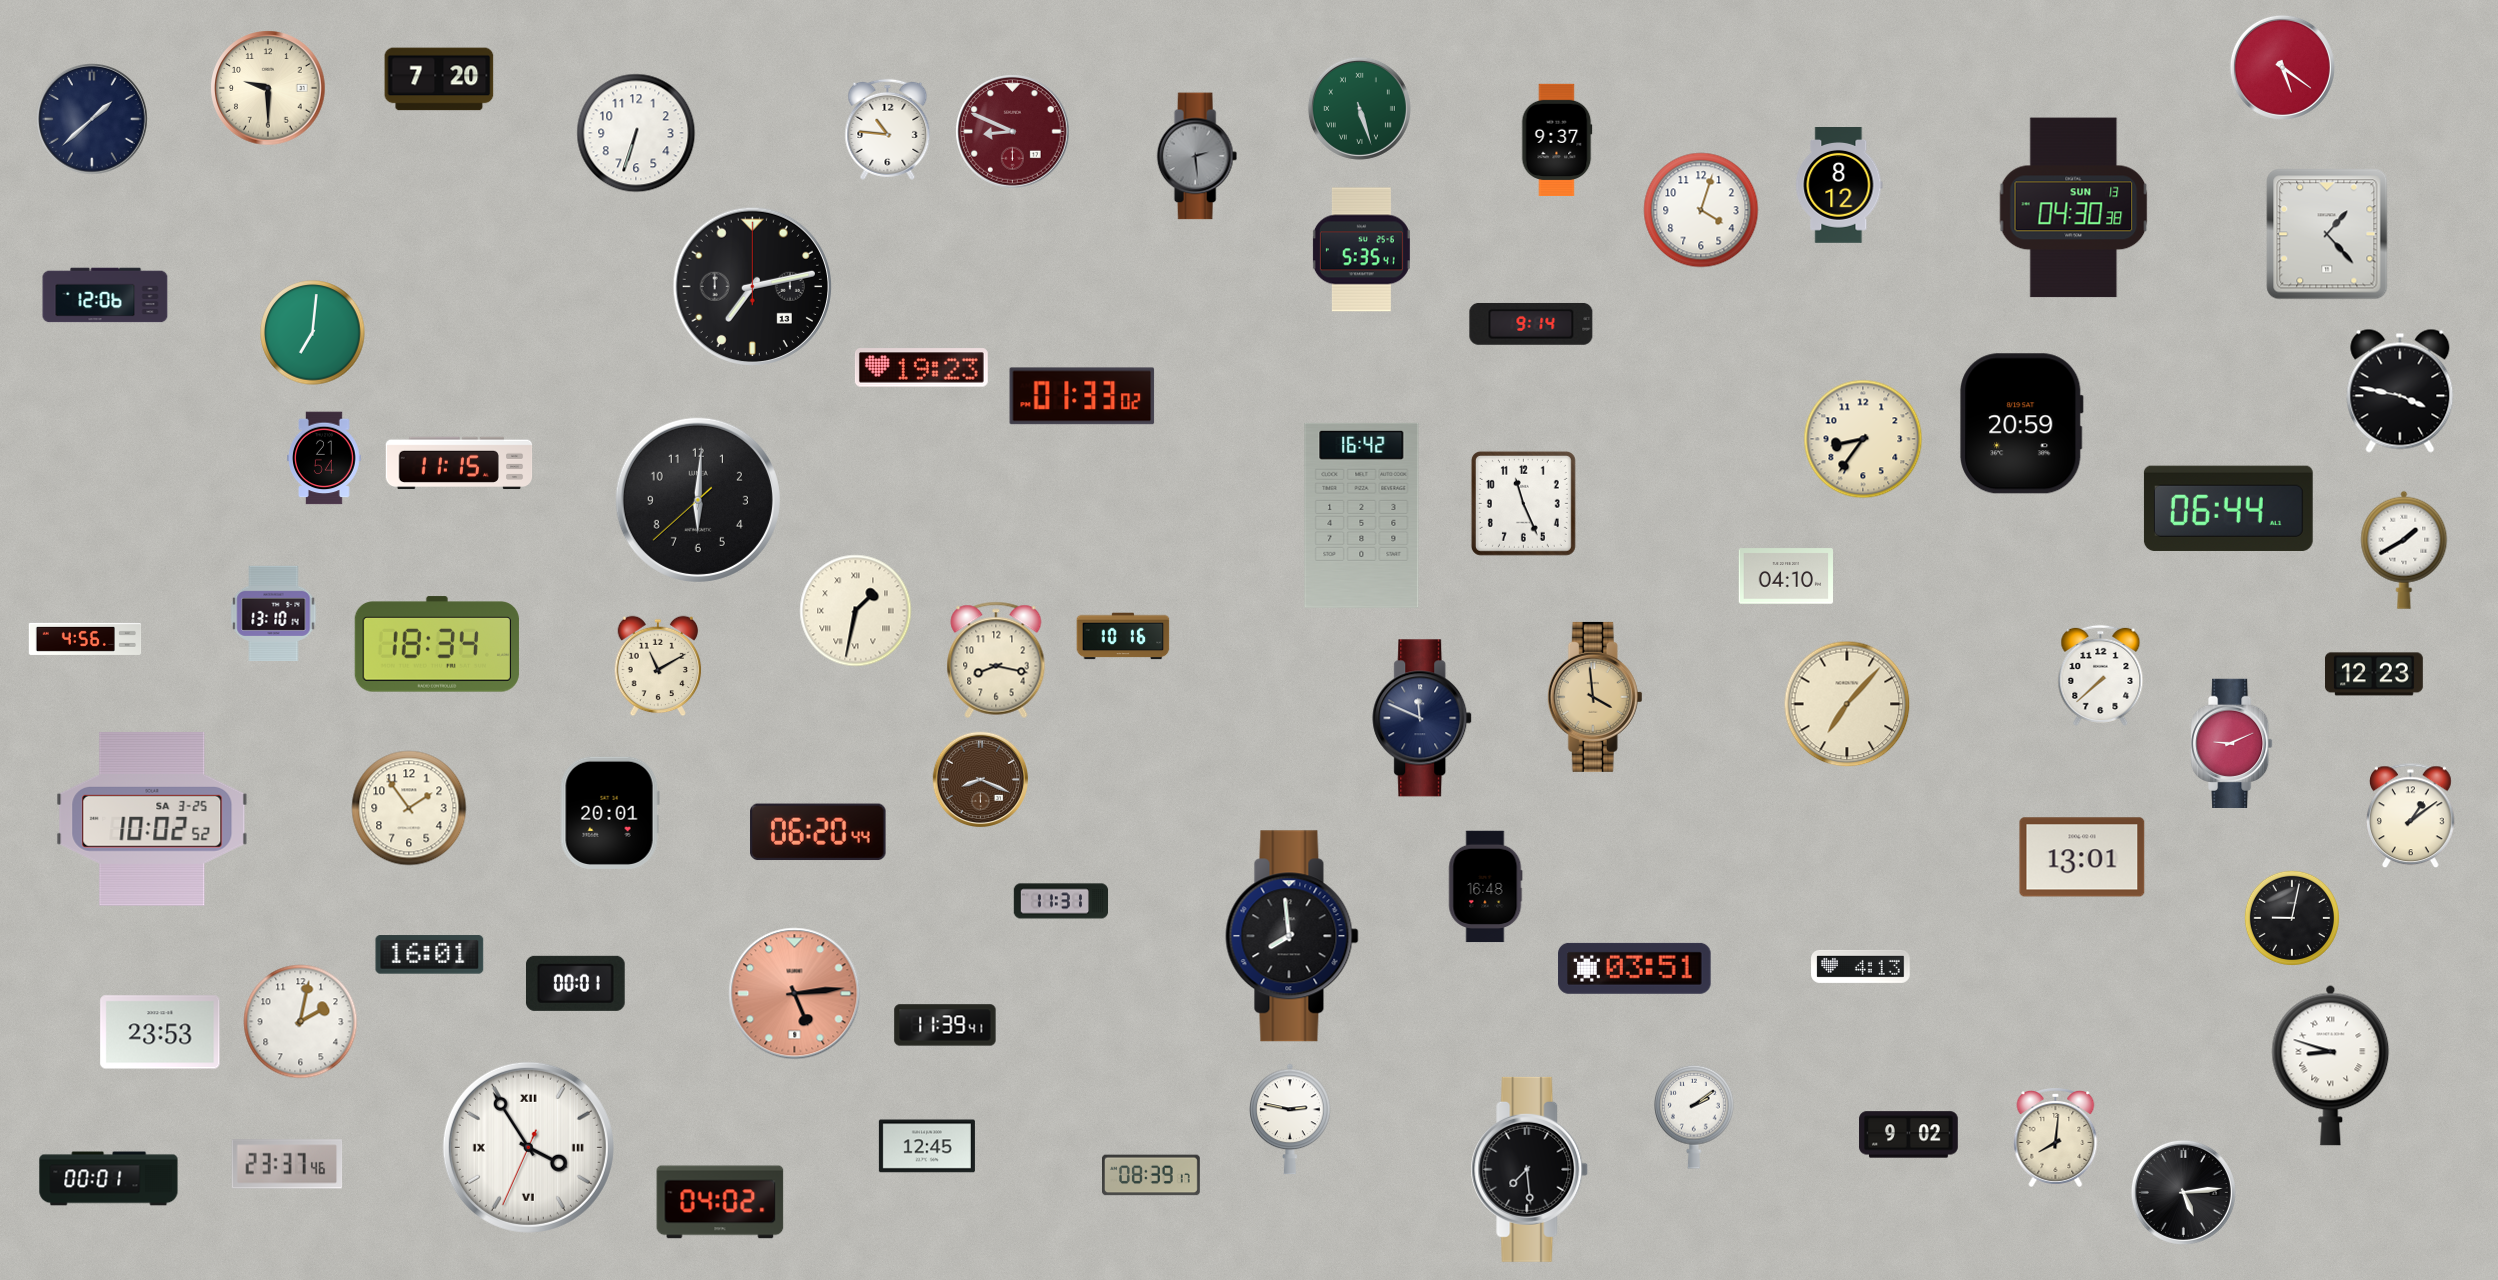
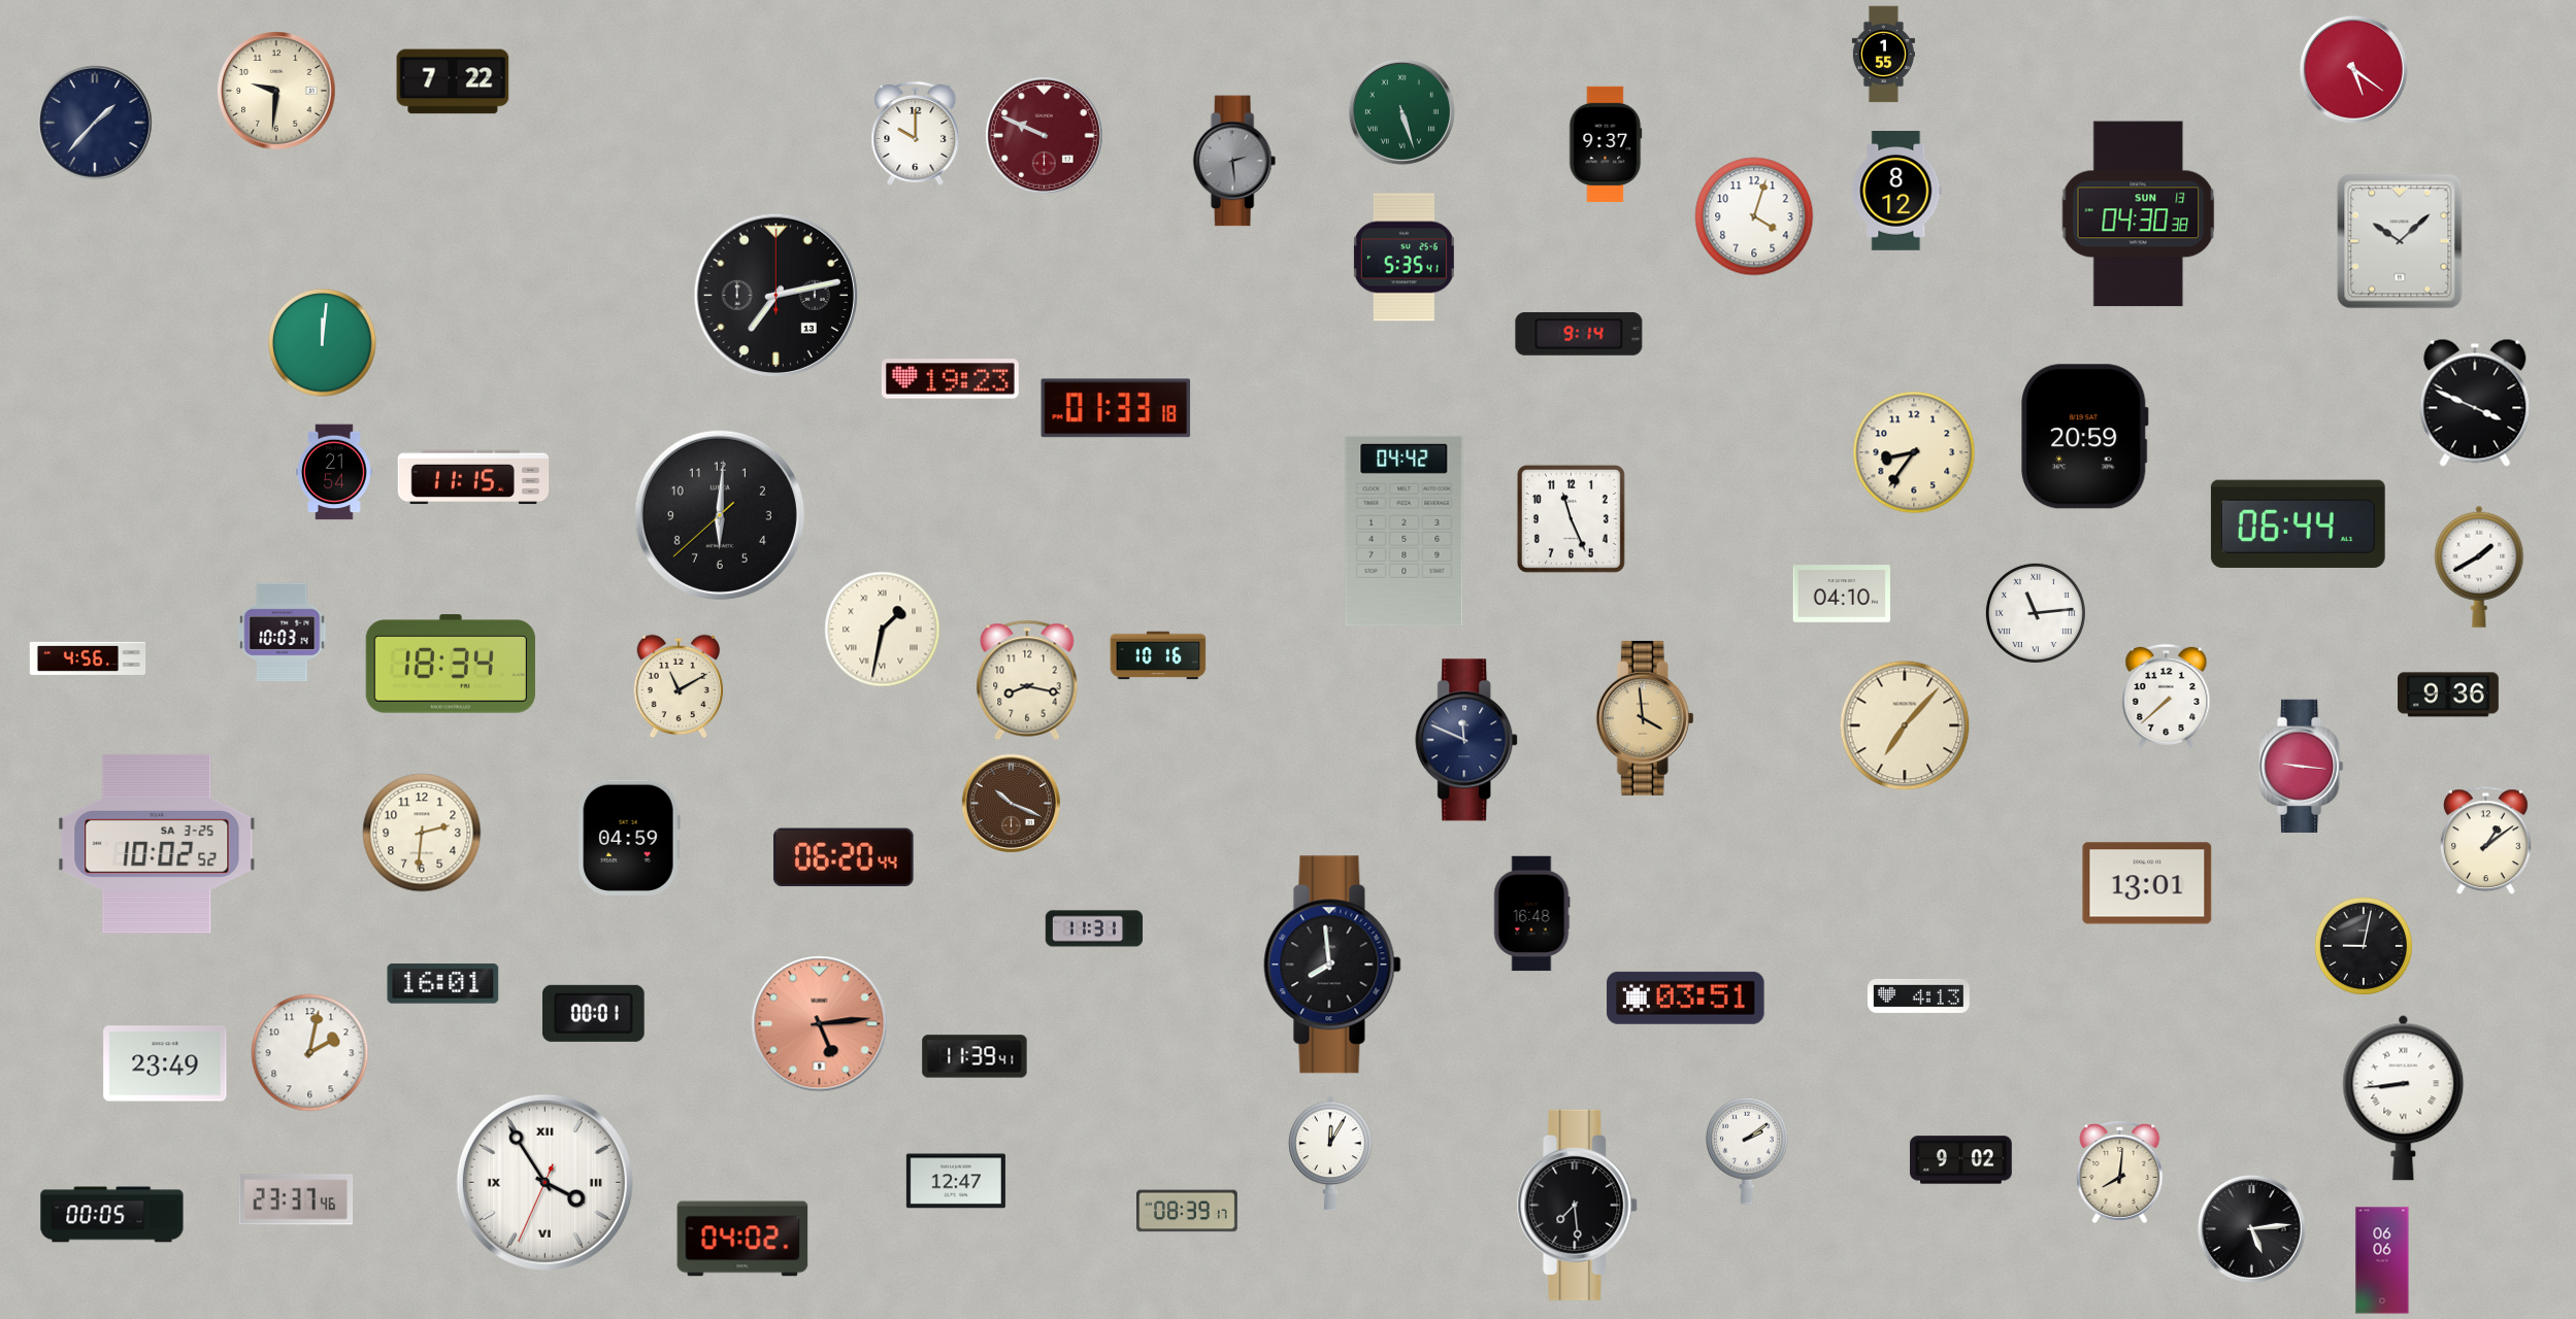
clock at (1883, 55): none -> 1:55
clock at (439, 79): 7:20 -> 7:22
clock at (268, 88): 9:30 -> 9:31
clock at (93, 120): 1:38 -> 1:37
clock at (888, 129): 10:46 -> 10:00
clock at (1013, 132): 8:49 -> 9:49
clock at (636, 133): 6:33 -> none
clock at (2327, 234): 1:23 -> 10:08
clock at (105, 295): 12:06 -> none
clock at (313, 333): 7:01 -> 12:01
clock at (2400, 391): 3:47 -> 3:49
clock at (1082, 396): 01:33:02 -> 01:33:18
clock at (1863, 439) position: (1863, 439) -> (1914, 452)
clock at (1362, 515): 16:42 -> 04:42
clock at (2036, 613): none -> 11:14
clock at (274, 613): 13:10 -> 10:03
clock at (2375, 674): 12:23 -> 9:36
clock at (2232, 743): 9:11 -> 9:16
clock at (980, 779): 8:19 -> 10:19
clock at (409, 808): 1:54 -> 2:31
clock at (610, 813): 20:01 -> 04:59
clock at (160, 1032): 23:53 -> 23:49
clock at (2331, 1065): 8:48 -> 8:44
clock at (1291, 1119): 2:47 -> 12:05
clock at (1909, 1135) position: (1909, 1135) -> (1961, 1160)
clock at (927, 1146): 12:45 -> 12:47
clock at (109, 1179): 00:01 -> 00:05
clock at (2382, 1260): none -> 06:06
